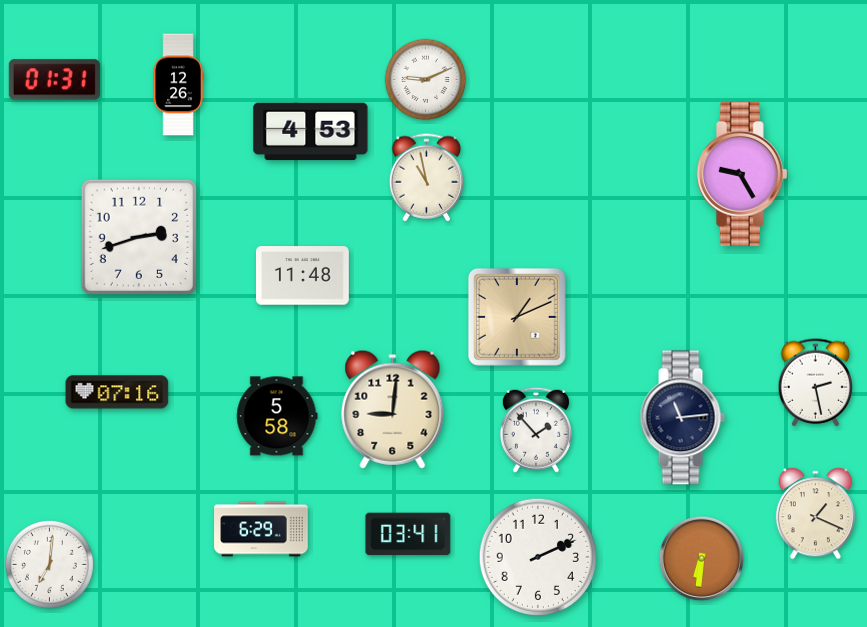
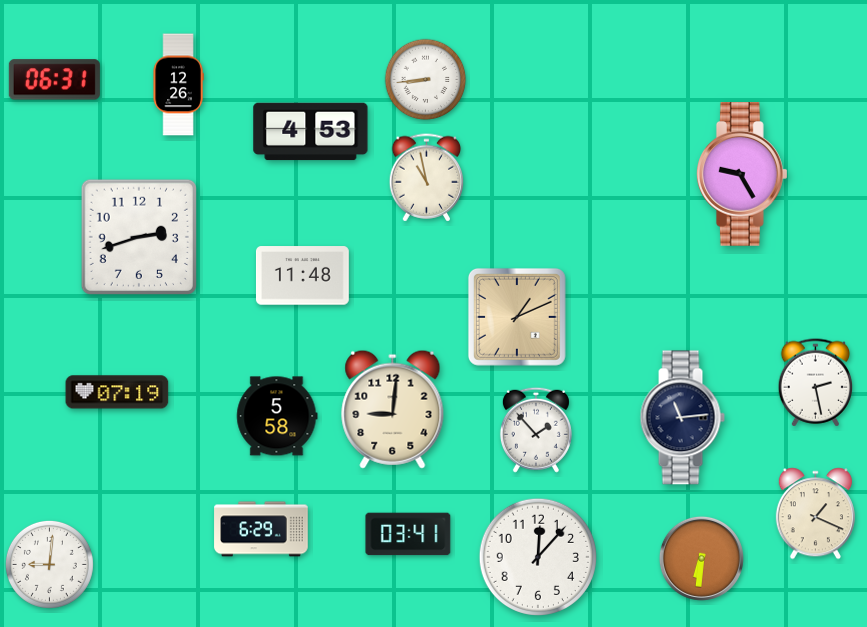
clock at (54, 80): 01:31 -> 06:31
clock at (426, 80): 9:11 -> 8:44
clock at (117, 392): 07:16 -> 07:19
clock at (538, 557): 2:11 -> 12:07
clock at (49, 564): 7:01 -> 9:01
